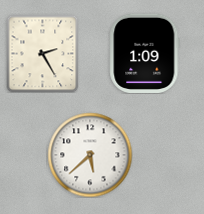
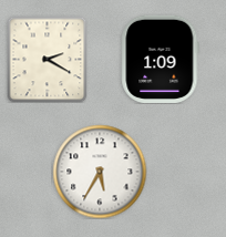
clock at (43, 53): 2:25 -> 2:20
clock at (90, 155): 5:38 -> 5:35
